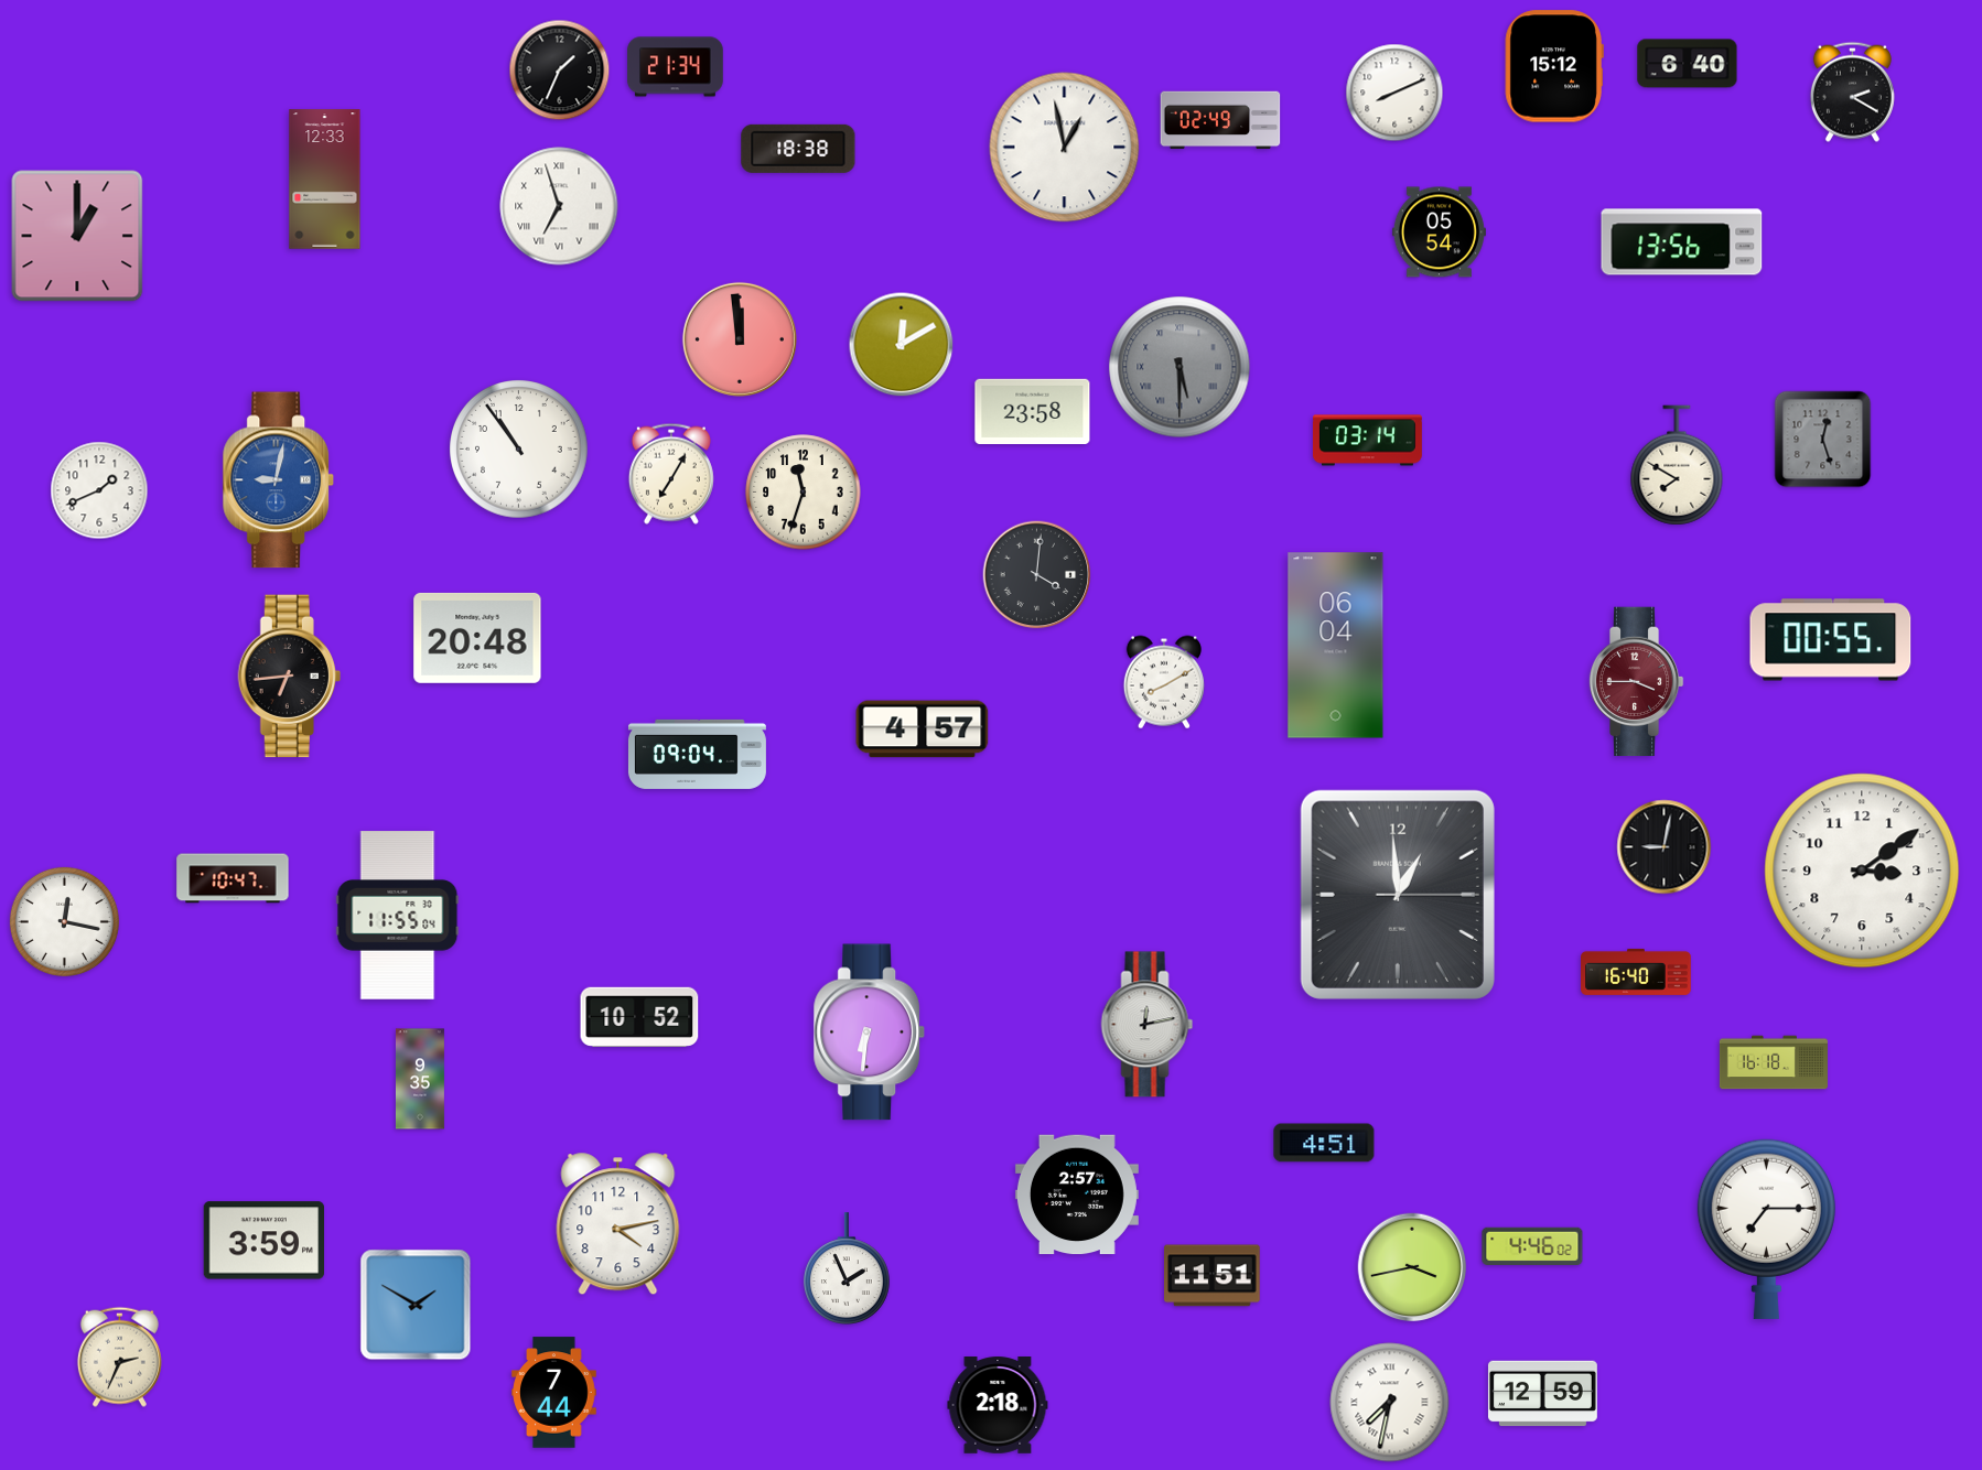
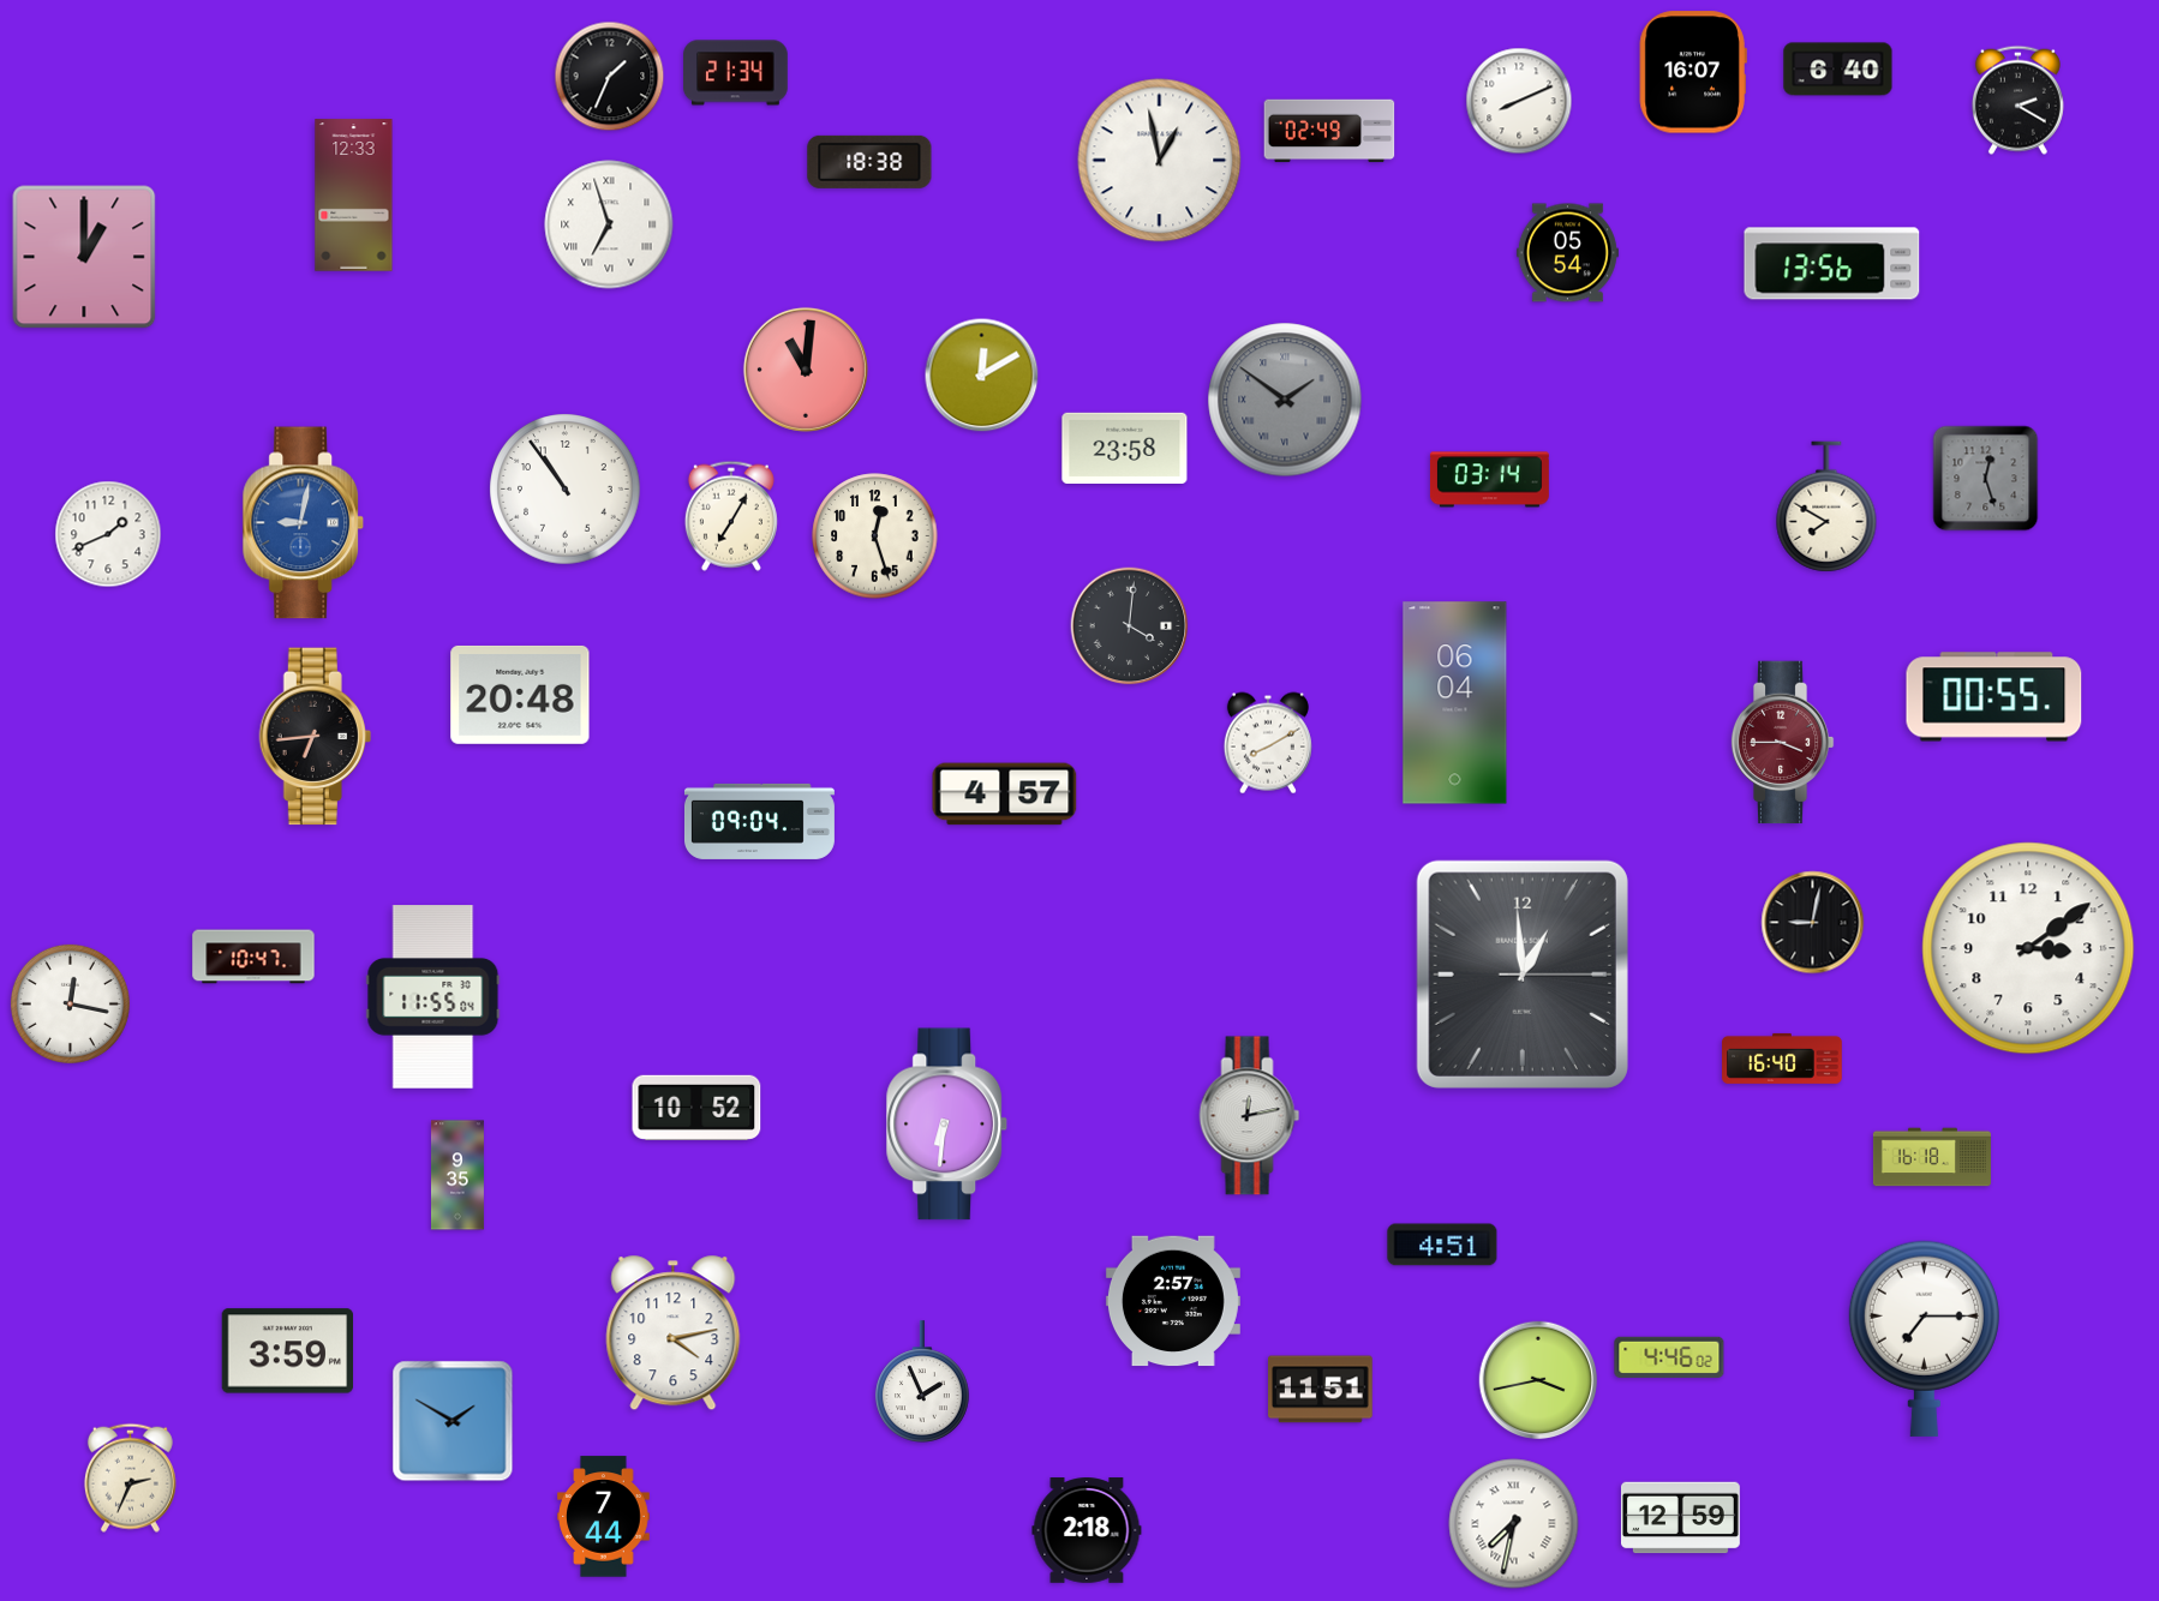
clock at (1554, 66): 15:12 -> 16:07
clock at (740, 339): 11:59 -> 11:01
clock at (1179, 367): 5:30 -> 1:51
clock at (804, 493): 11:33 -> 12:27
clock at (1390, 1403) position: (1390, 1403) -> (1514, 1524)
